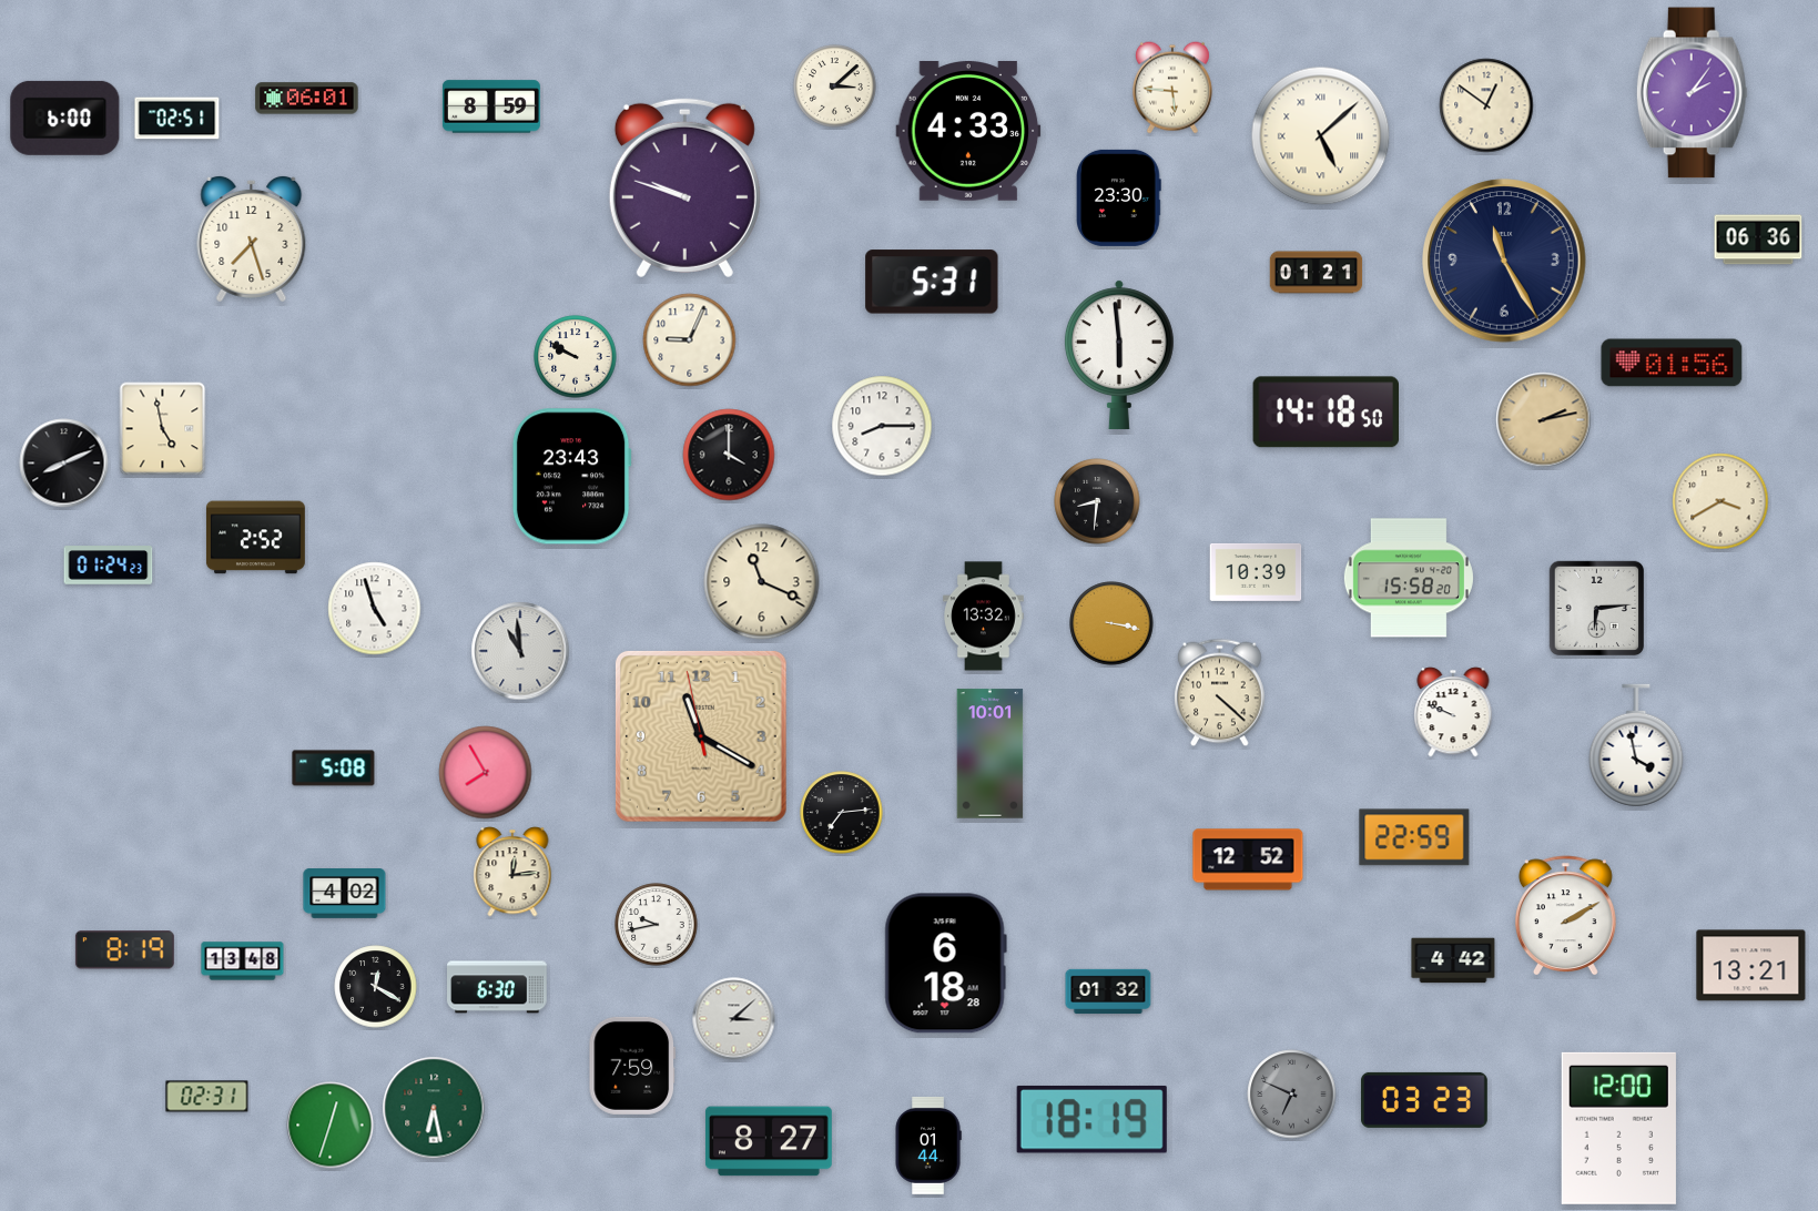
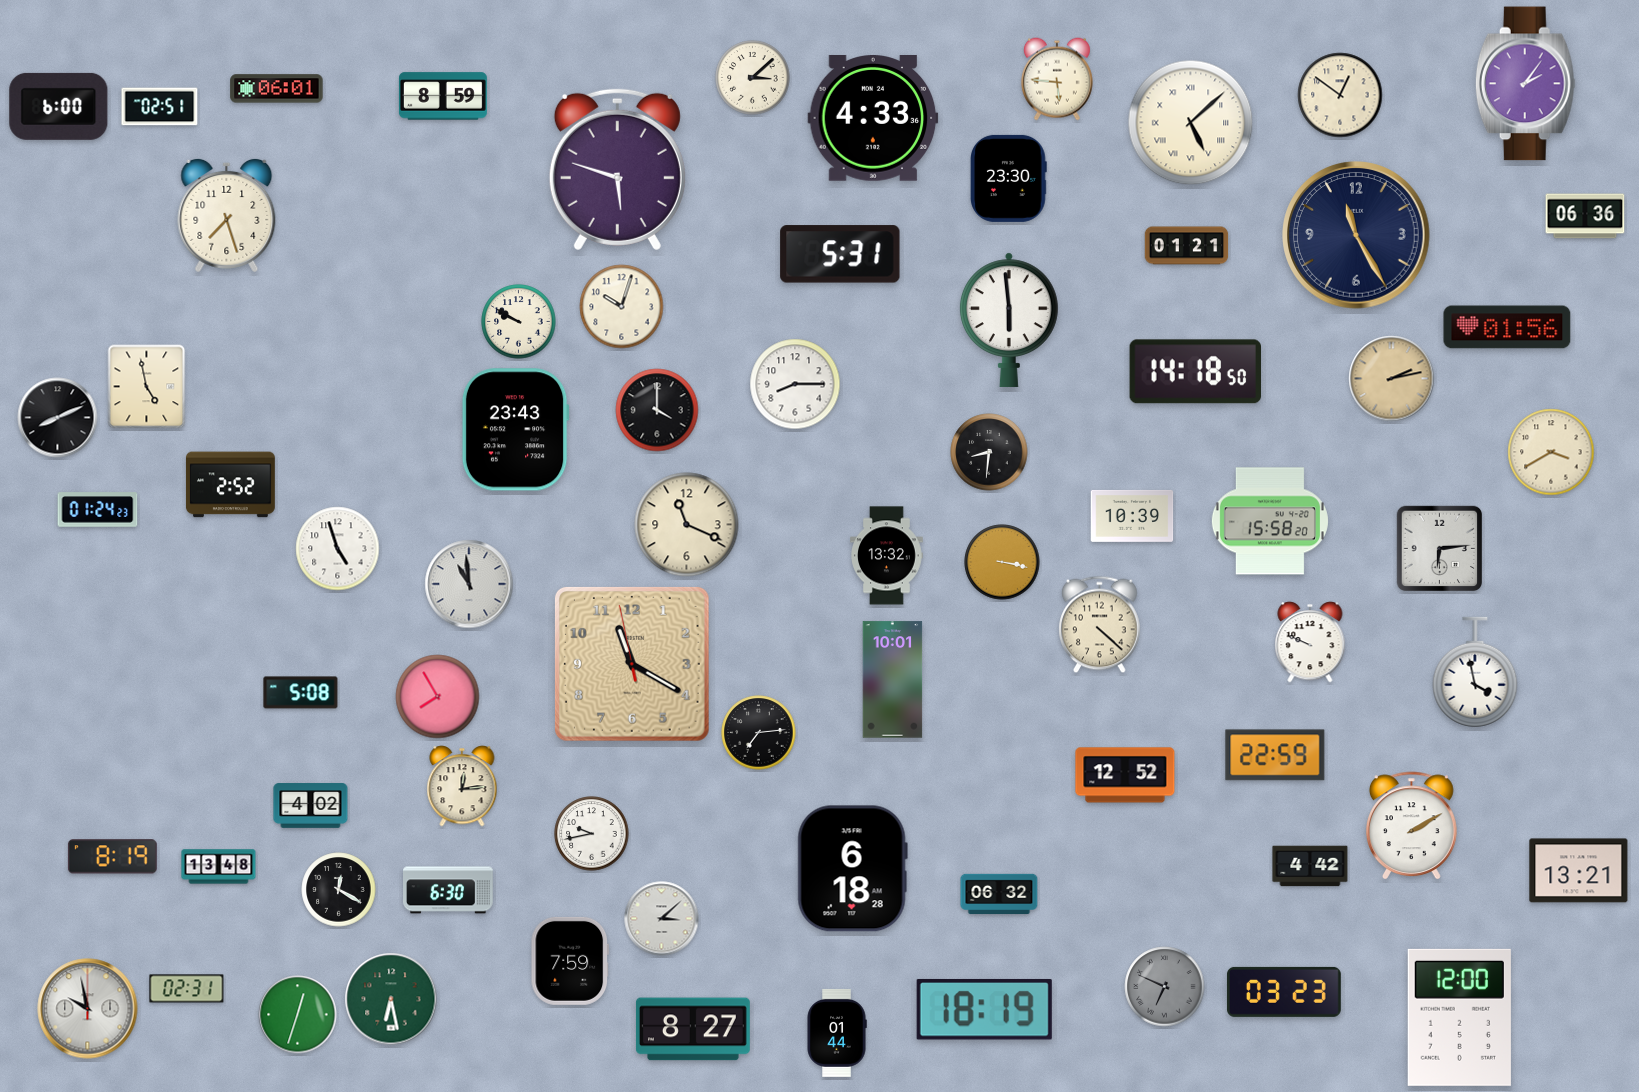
clock at (684, 187): 9:48 -> 5:48
clock at (690, 340): 9:04 -> 10:03
clock at (520, 651) position: (520, 651) -> (469, 584)
clock at (1108, 991): 01:32 -> 06:32
clock at (88, 1009): none -> 9:58
